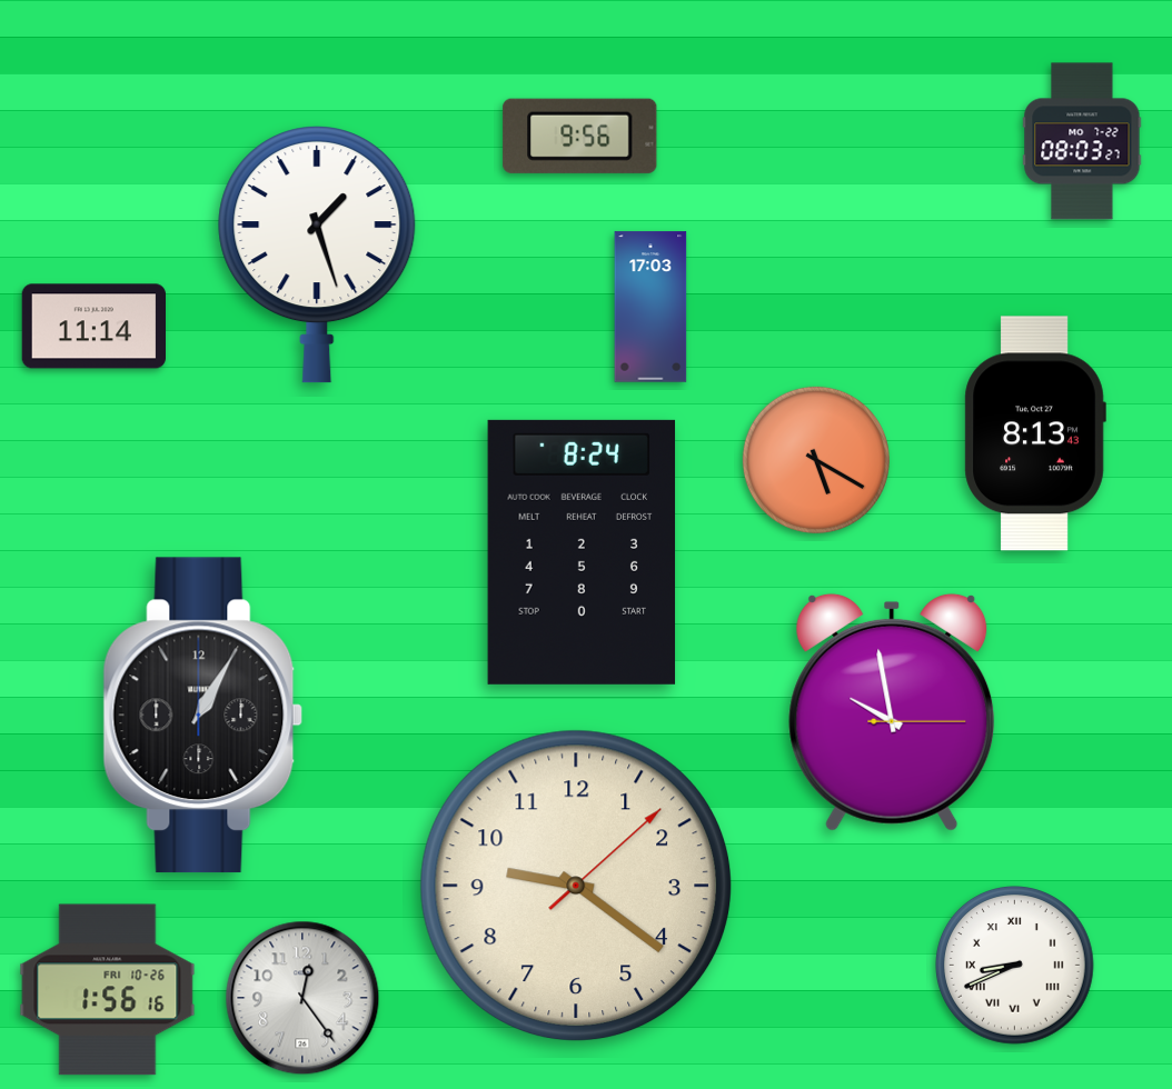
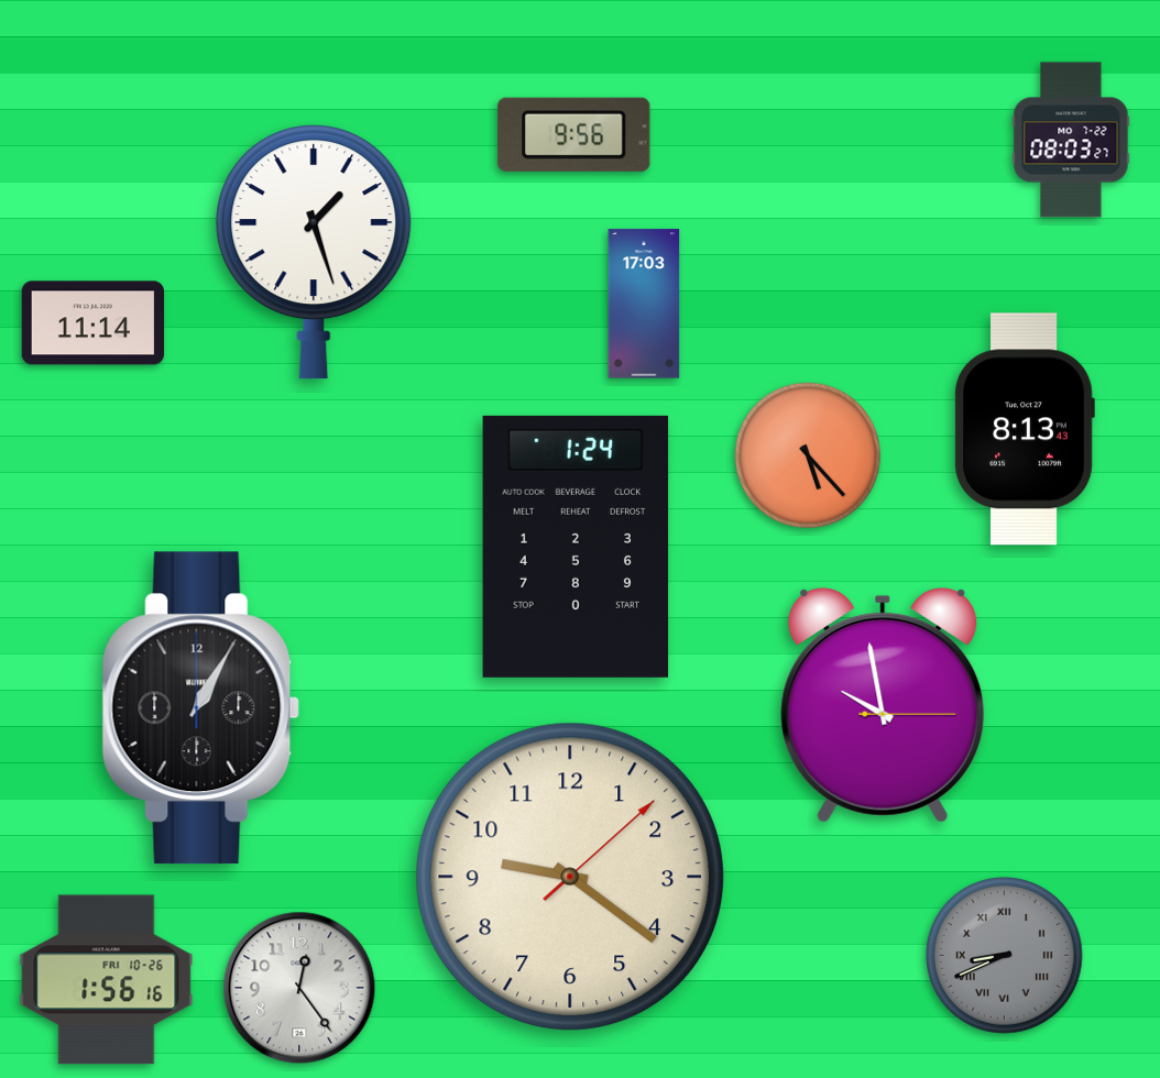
clock at (816, 460): 5:20 -> 5:23
clock at (582, 552): 8:24 -> 1:24
clock at (1015, 966) dial: white -> grey
